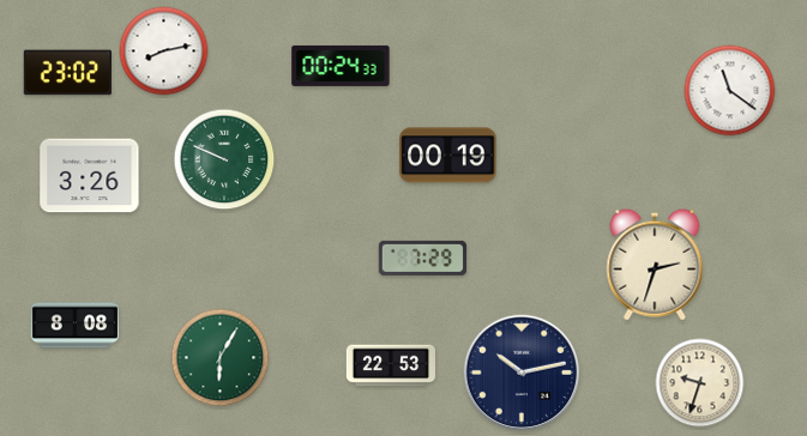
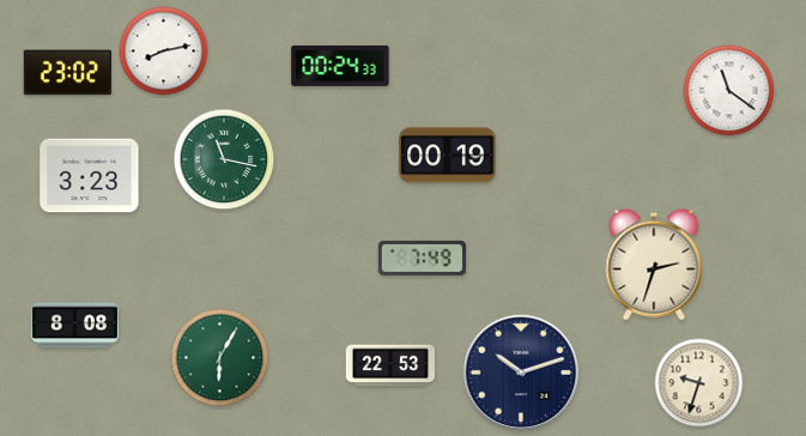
clock at (224, 159): 9:49 -> 11:17
clock at (90, 176): 3:26 -> 3:23
clock at (423, 258): 7:29 -> 7:49
clock at (520, 371): 10:13 -> 10:12
